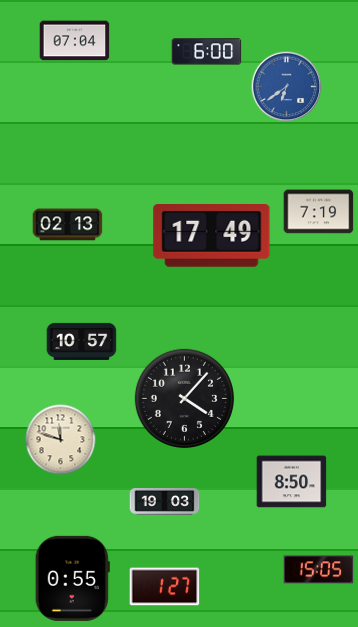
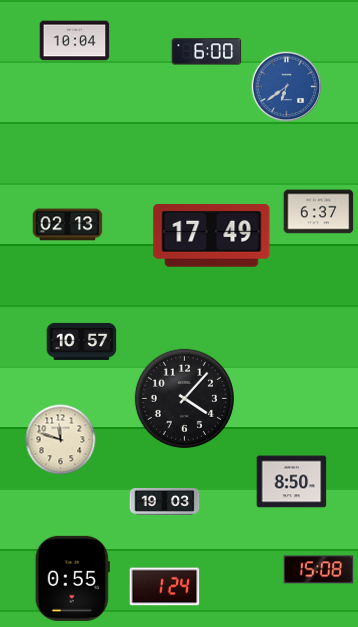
clock at (75, 41): 07:04 -> 10:04
clock at (319, 212): 7:19 -> 6:37
clock at (319, 570): 15:05 -> 15:08
clock at (165, 587): 1:27 -> 1:24
